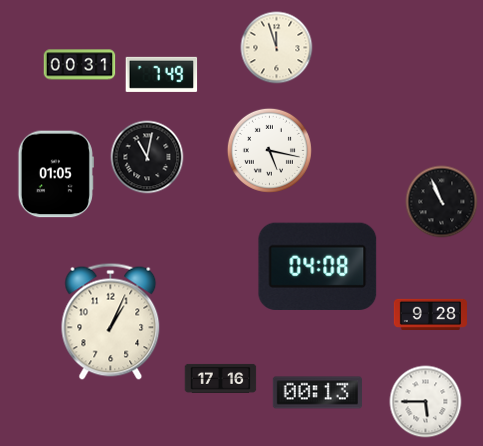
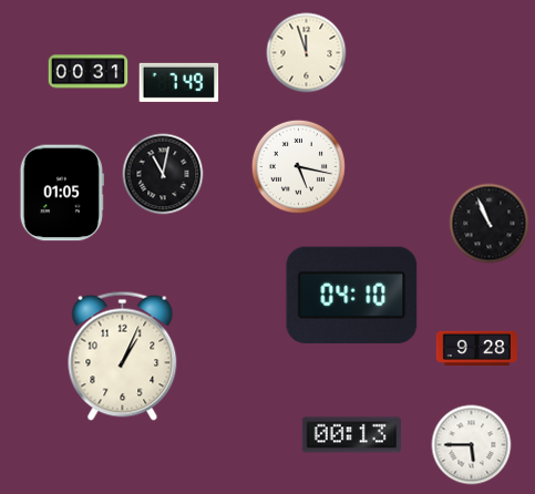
clock at (318, 266): 04:08 -> 04:10
clock at (221, 378): 17:16 -> none
